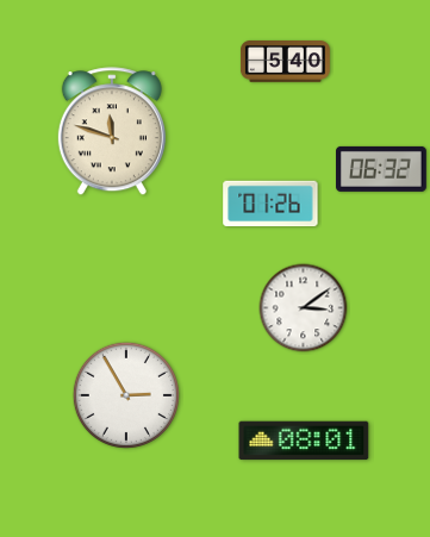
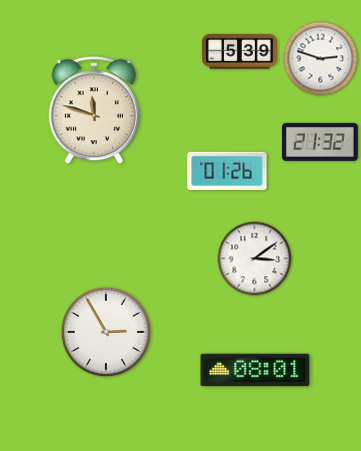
clock at (285, 62): 5:40 -> 5:39
clock at (321, 59): none -> 2:48
clock at (382, 169): 06:32 -> 21:32
